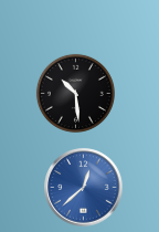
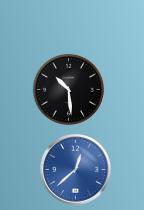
clock at (75, 93) position: (75, 93) -> (68, 89)
